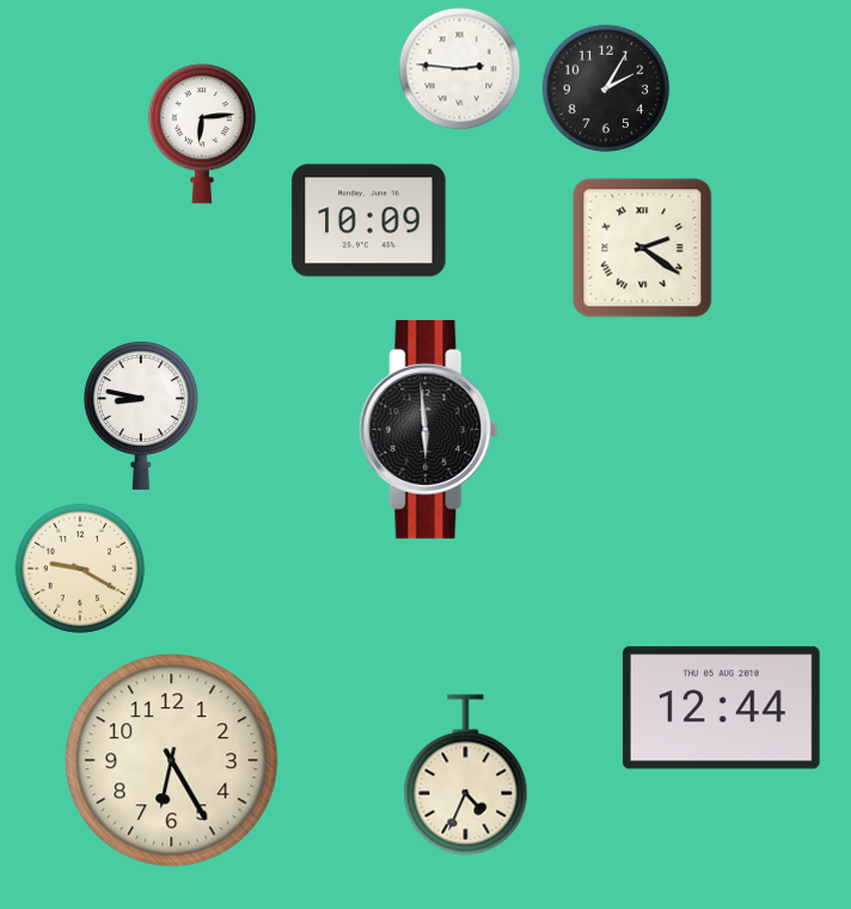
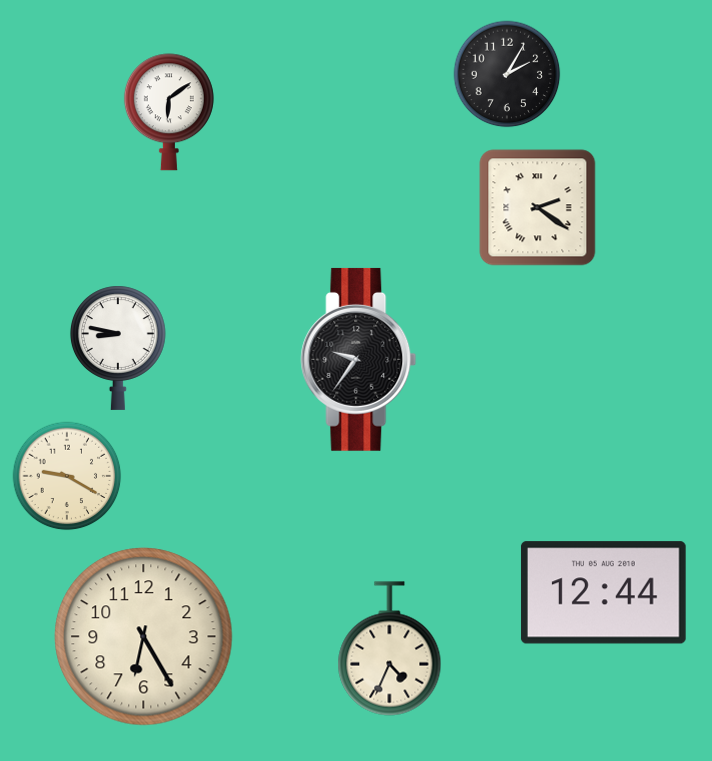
clock at (460, 69): 2:46 -> none
clock at (202, 134): 6:14 -> 6:09
clock at (369, 221): 10:09 -> none
clock at (429, 429): 5:59 -> 9:36
